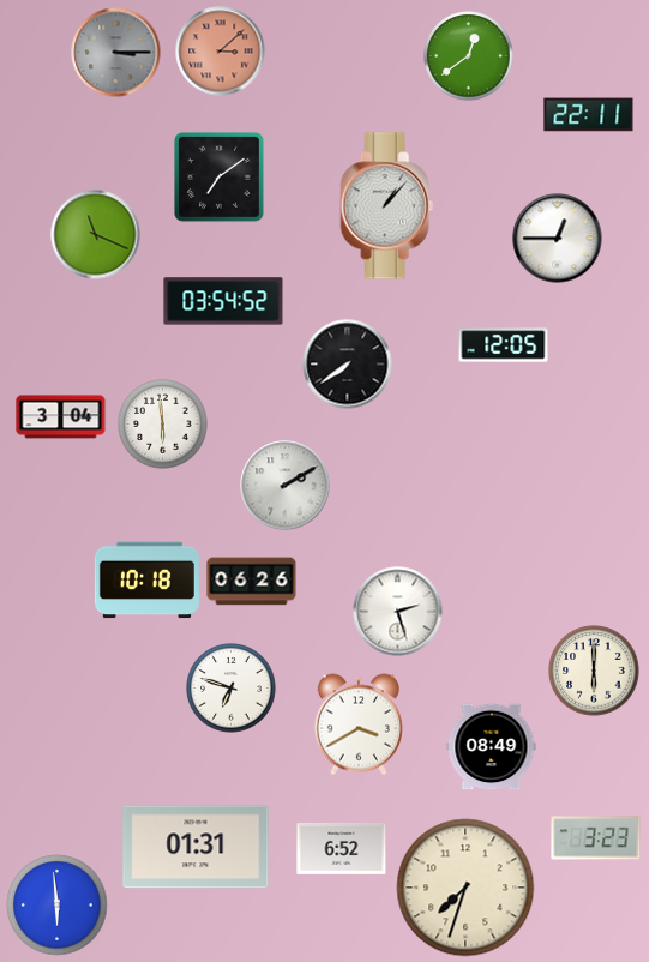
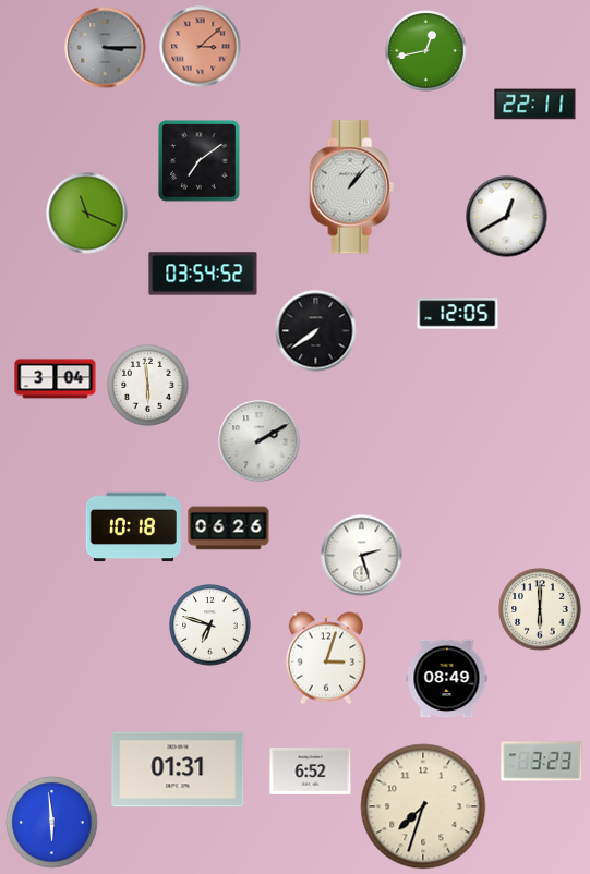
clock at (469, 56): 12:39 -> 12:43
clock at (558, 239): 12:45 -> 12:40
clock at (357, 724): 3:40 -> 3:03
